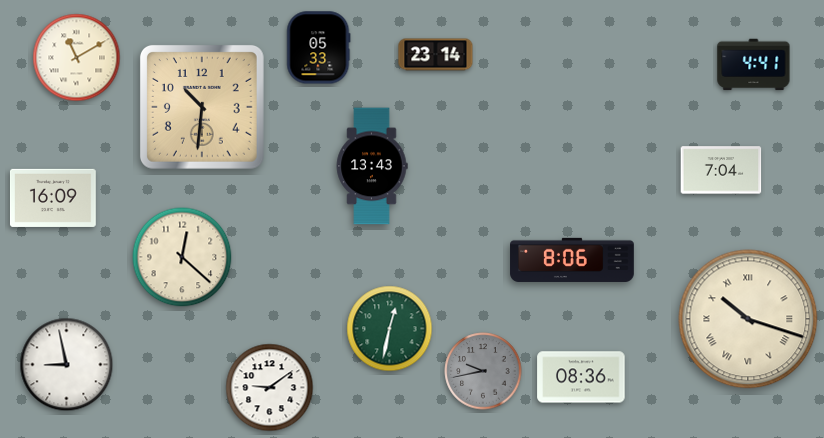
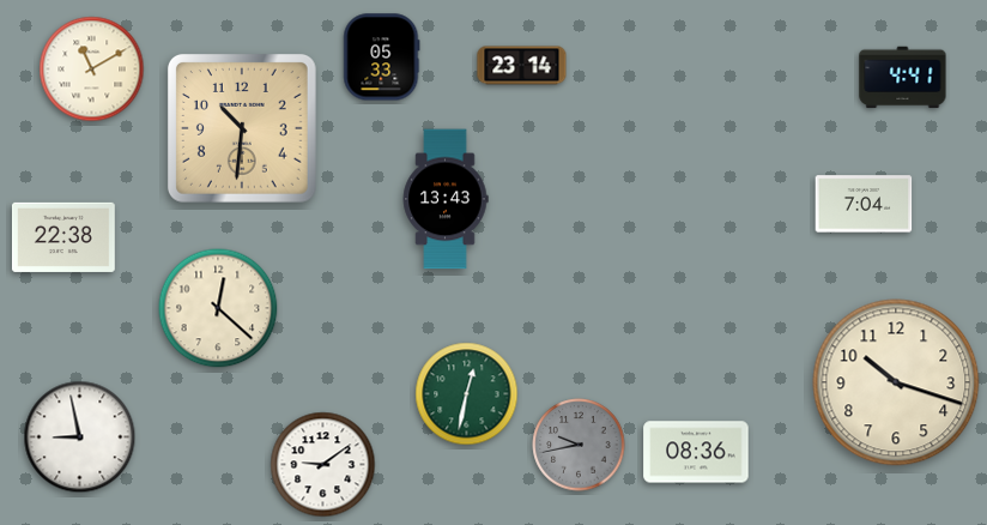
clock at (53, 198): 16:09 -> 22:38
clock at (572, 260): 8:06 -> none
clock at (748, 319) numerals: Roman -> Arabic
